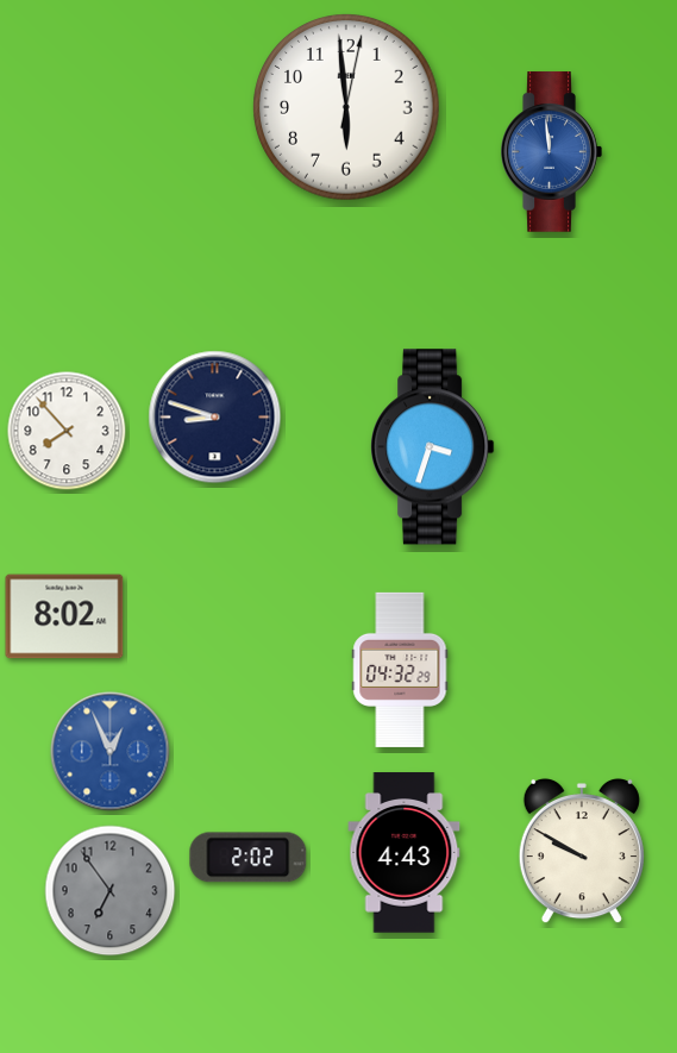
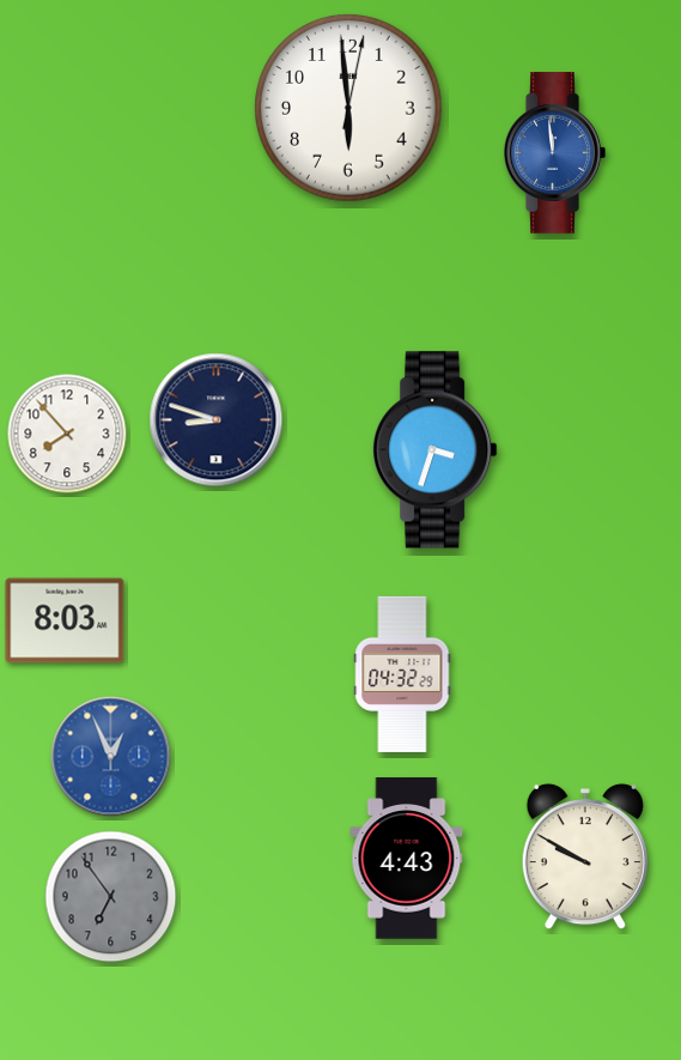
clock at (64, 616): 8:02 -> 8:03
clock at (249, 858): 2:02 -> none
